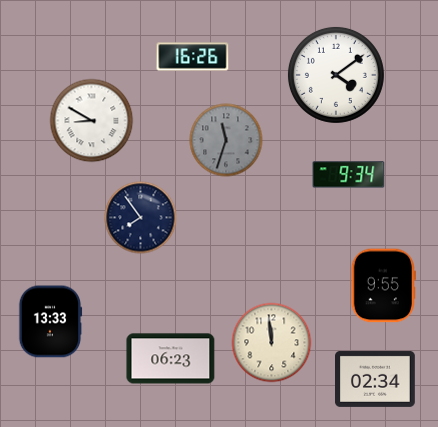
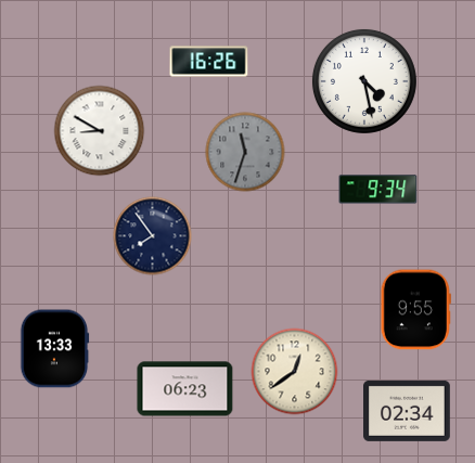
clock at (336, 75): 4:09 -> 4:28
clock at (272, 343): 11:59 -> 12:39
